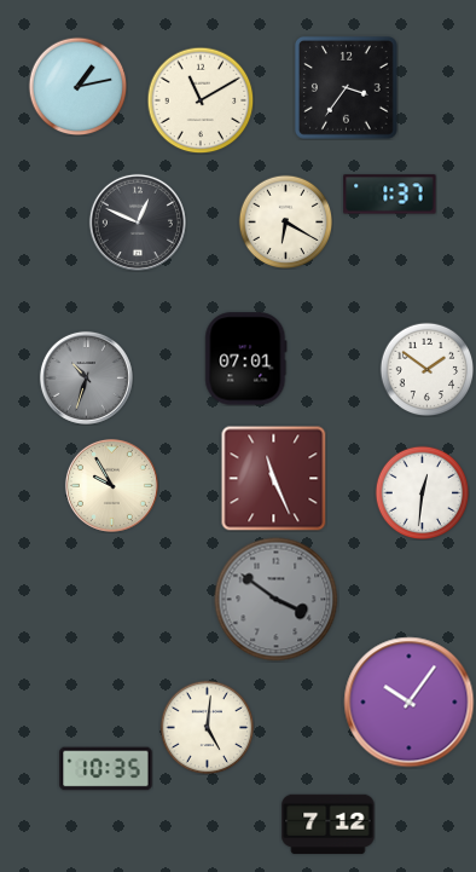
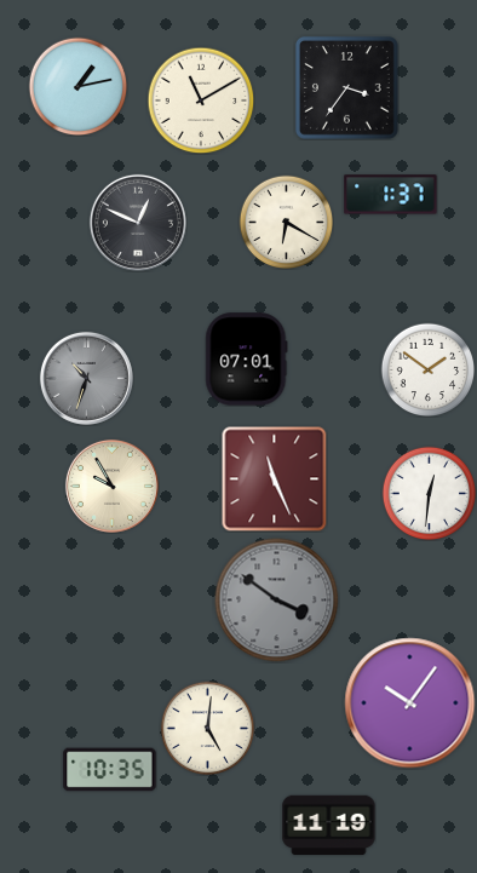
clock at (422, 492) position: (422, 492) -> (429, 493)
clock at (106, 769) position: (106, 769) -> (110, 770)
clock at (329, 825): 7:12 -> 11:19
